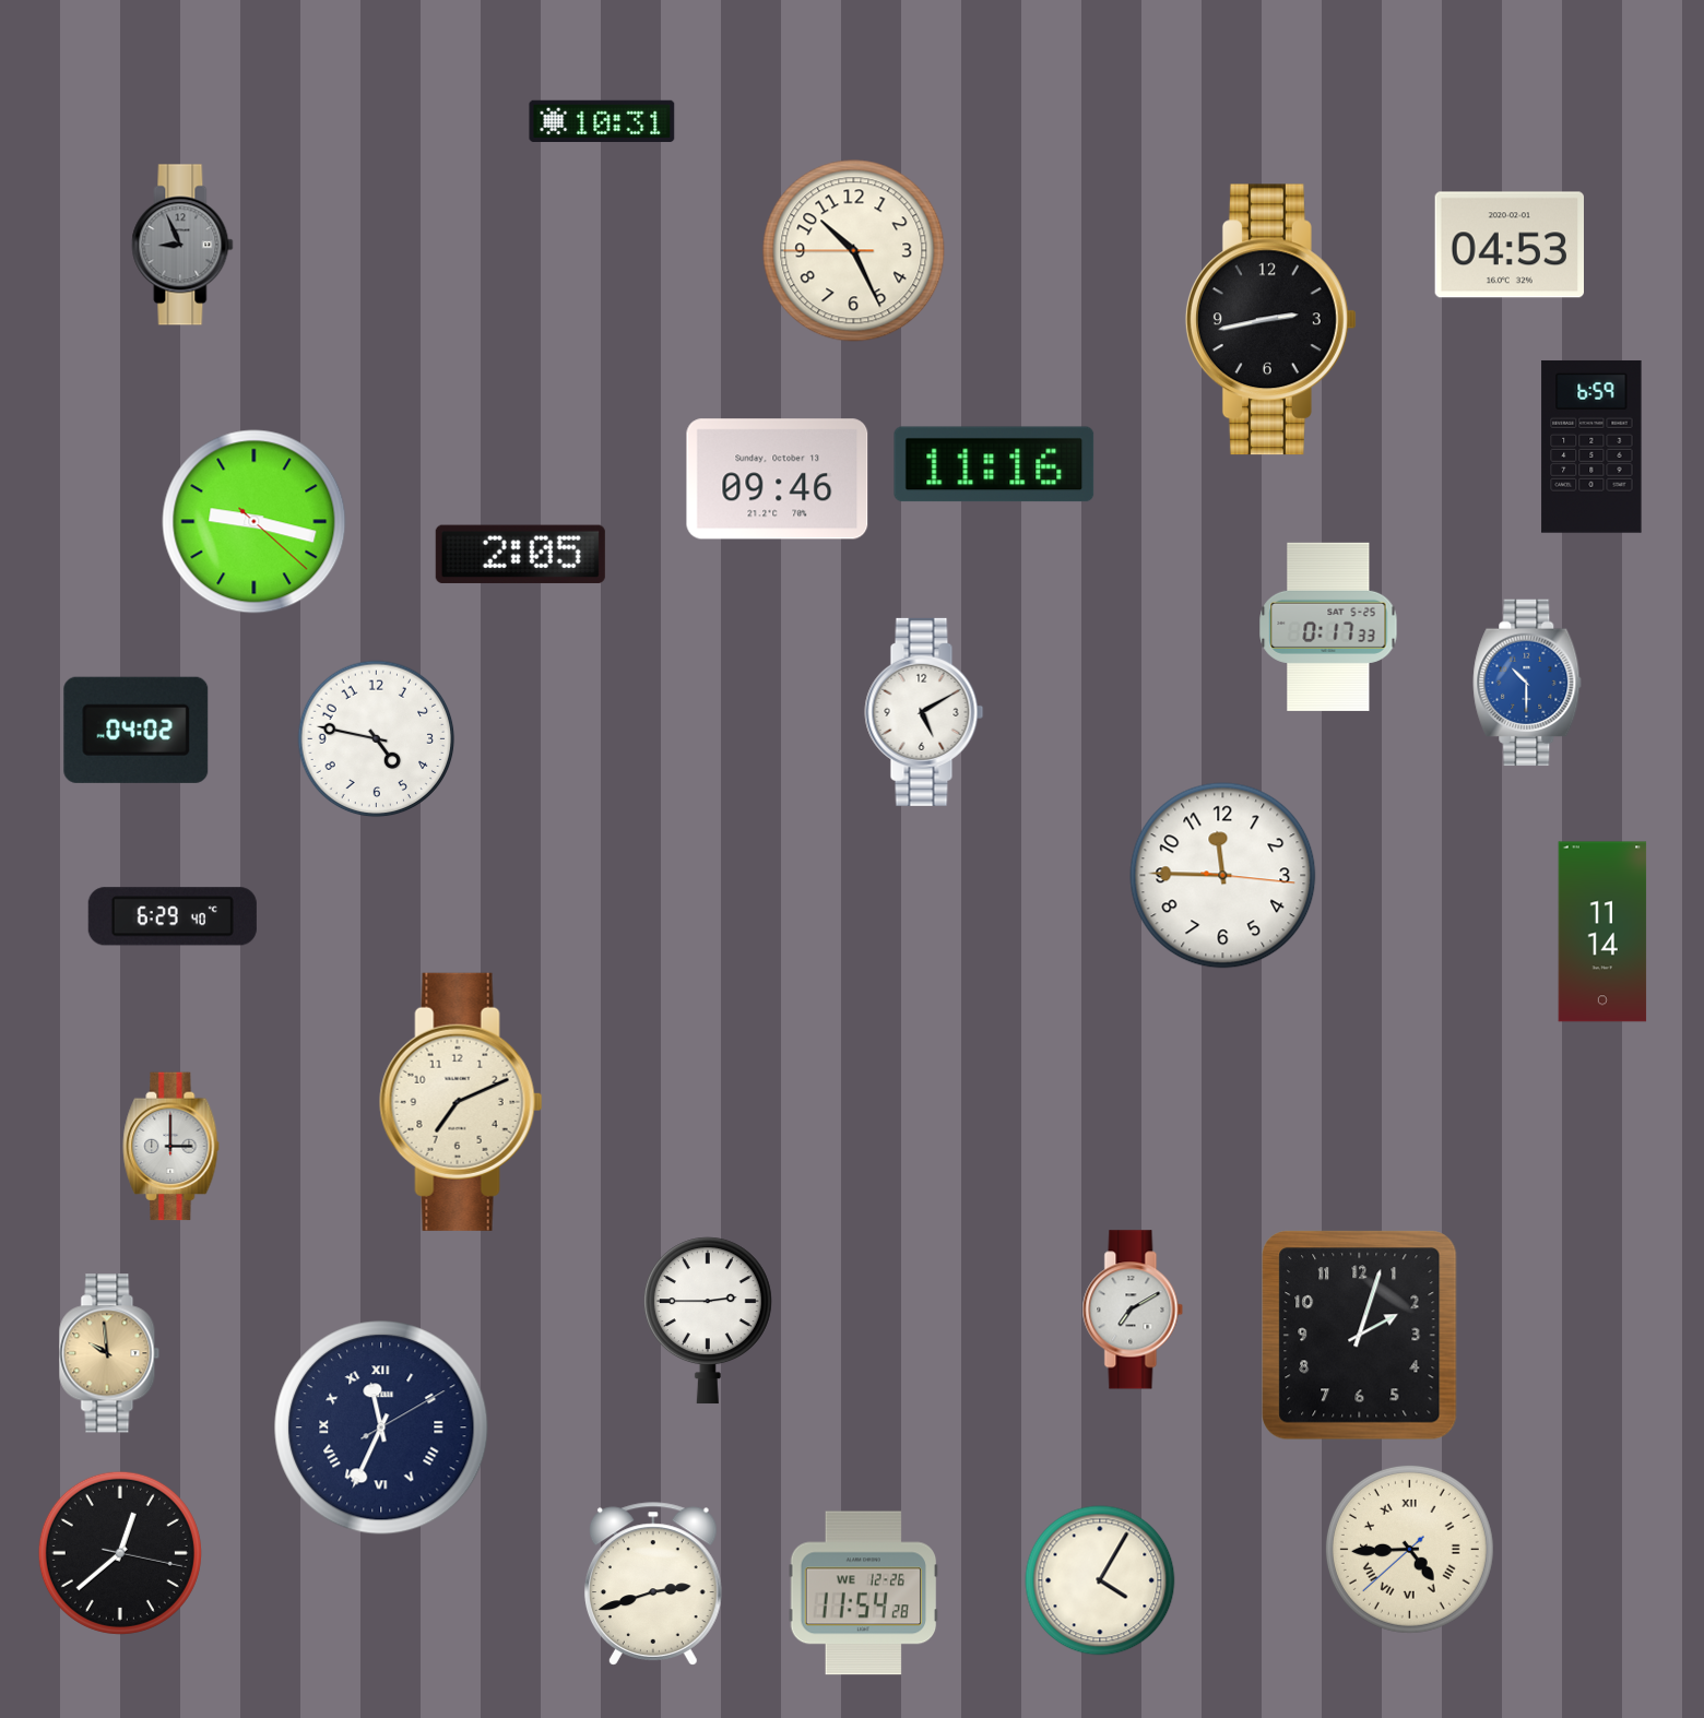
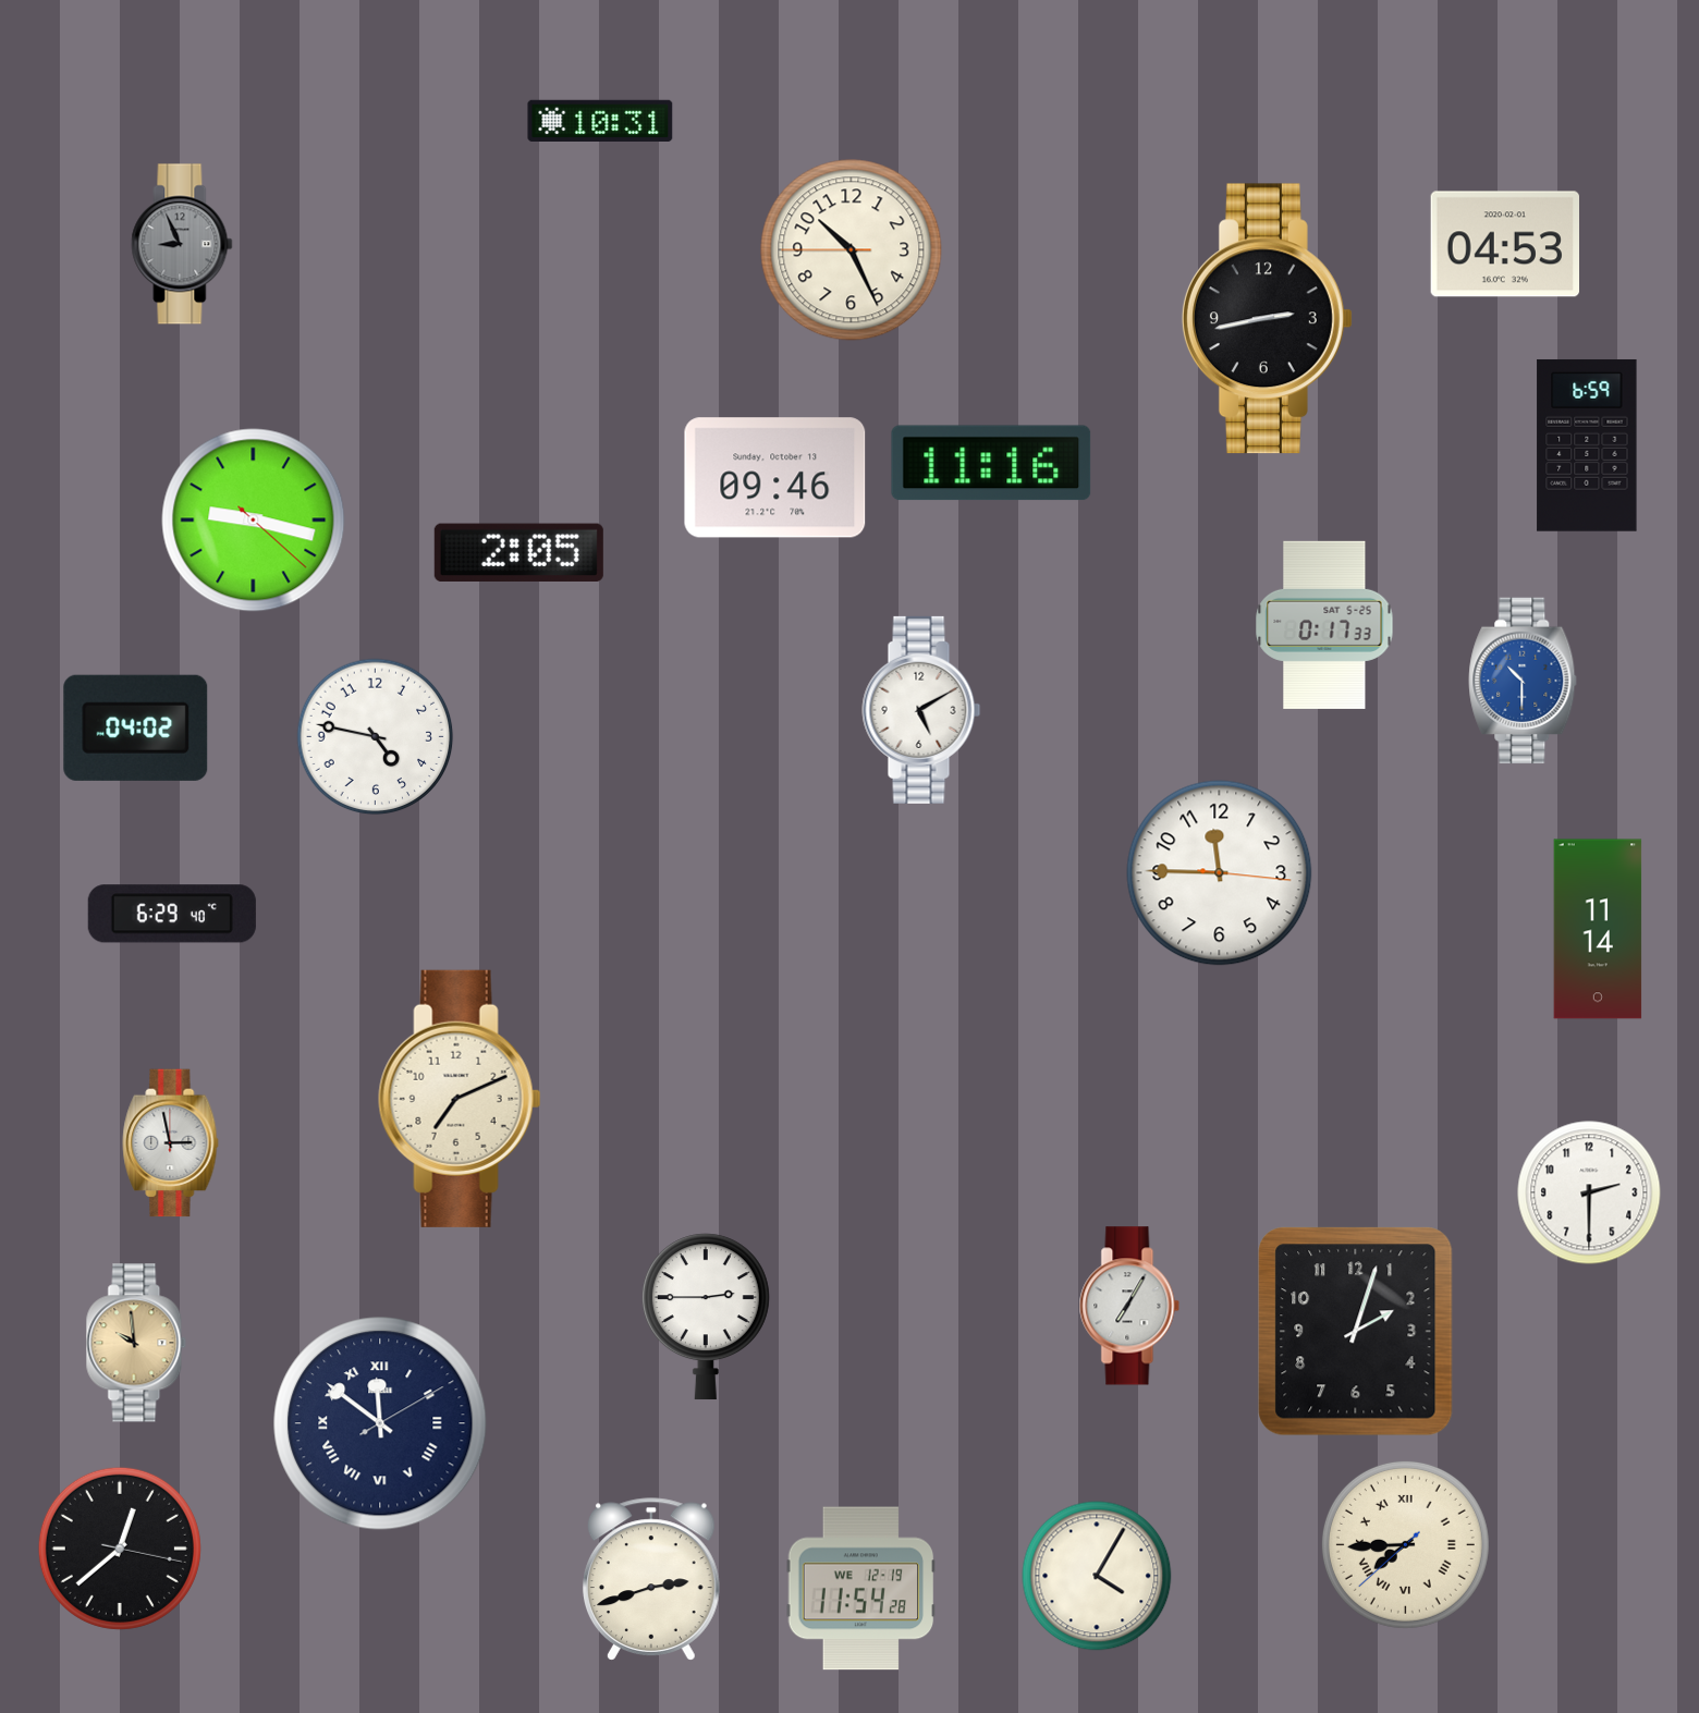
clock at (171, 1147): 3:00 -> 2:58
clock at (1589, 1192): none -> 2:30
clock at (1133, 1310): 7:10 -> 7:05
clock at (109, 1353) position: (109, 1353) -> (136, 1343)
clock at (381, 1427): 11:34 -> 11:51
clock at (1409, 1549): 4:44 -> 7:44
clock at (864, 1593) date: WE 12-26 -> WE 12-19
